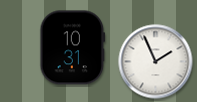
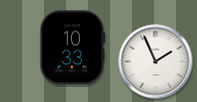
clock at (73, 48): 10:31 -> 10:33
